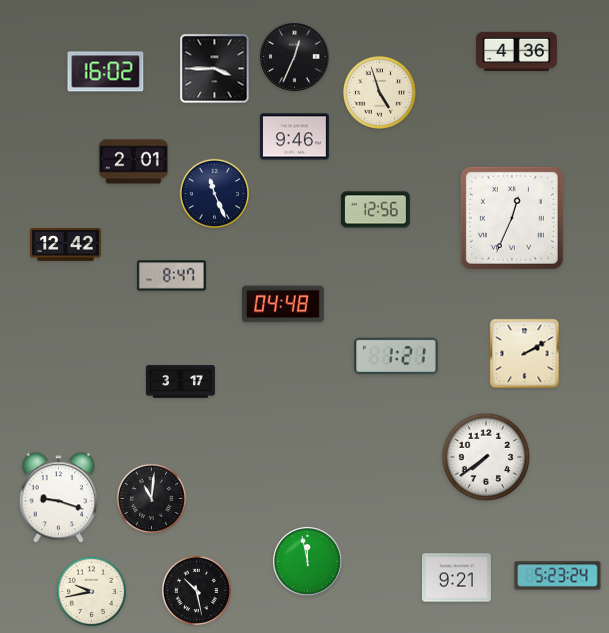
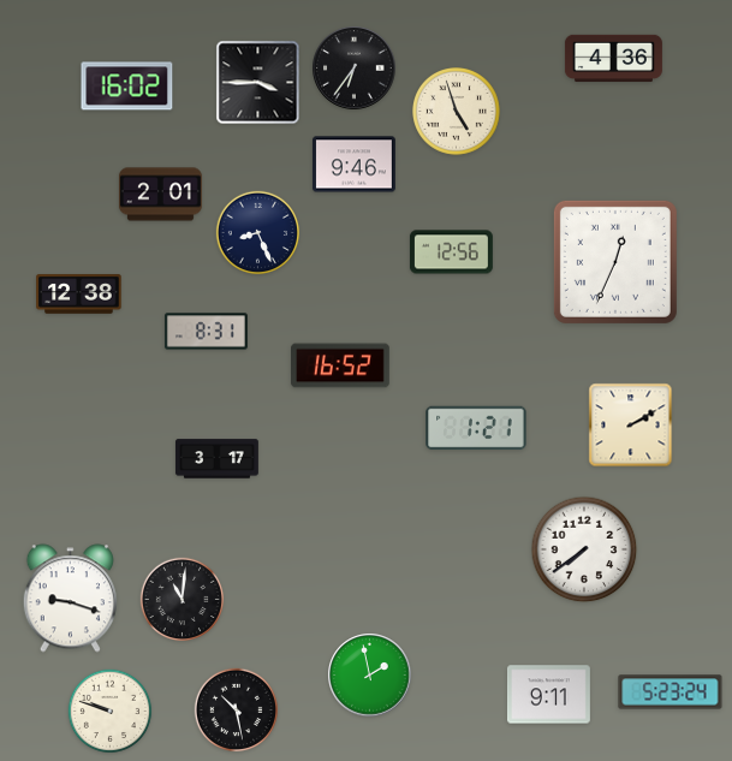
clock at (516, 52) position: (516, 52) -> (613, 59)
clock at (295, 57): 12:34 -> 6:36
clock at (215, 194): 11:26 -> 8:26
clock at (66, 245): 12:42 -> 12:38
clock at (171, 276): 8:47 -> 8:31
clock at (284, 304): 04:48 -> 16:52
clock at (308, 562): 11:58 -> 1:58
clock at (456, 578): 9:21 -> 9:11
clock at (92, 592): 9:43 -> 9:48
